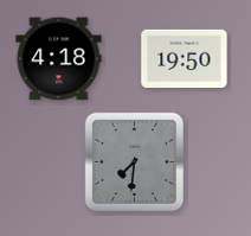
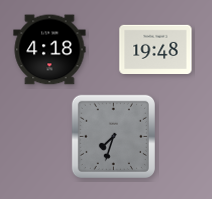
clock at (185, 58): 19:50 -> 19:48
clock at (134, 161): 7:31 -> 7:33
